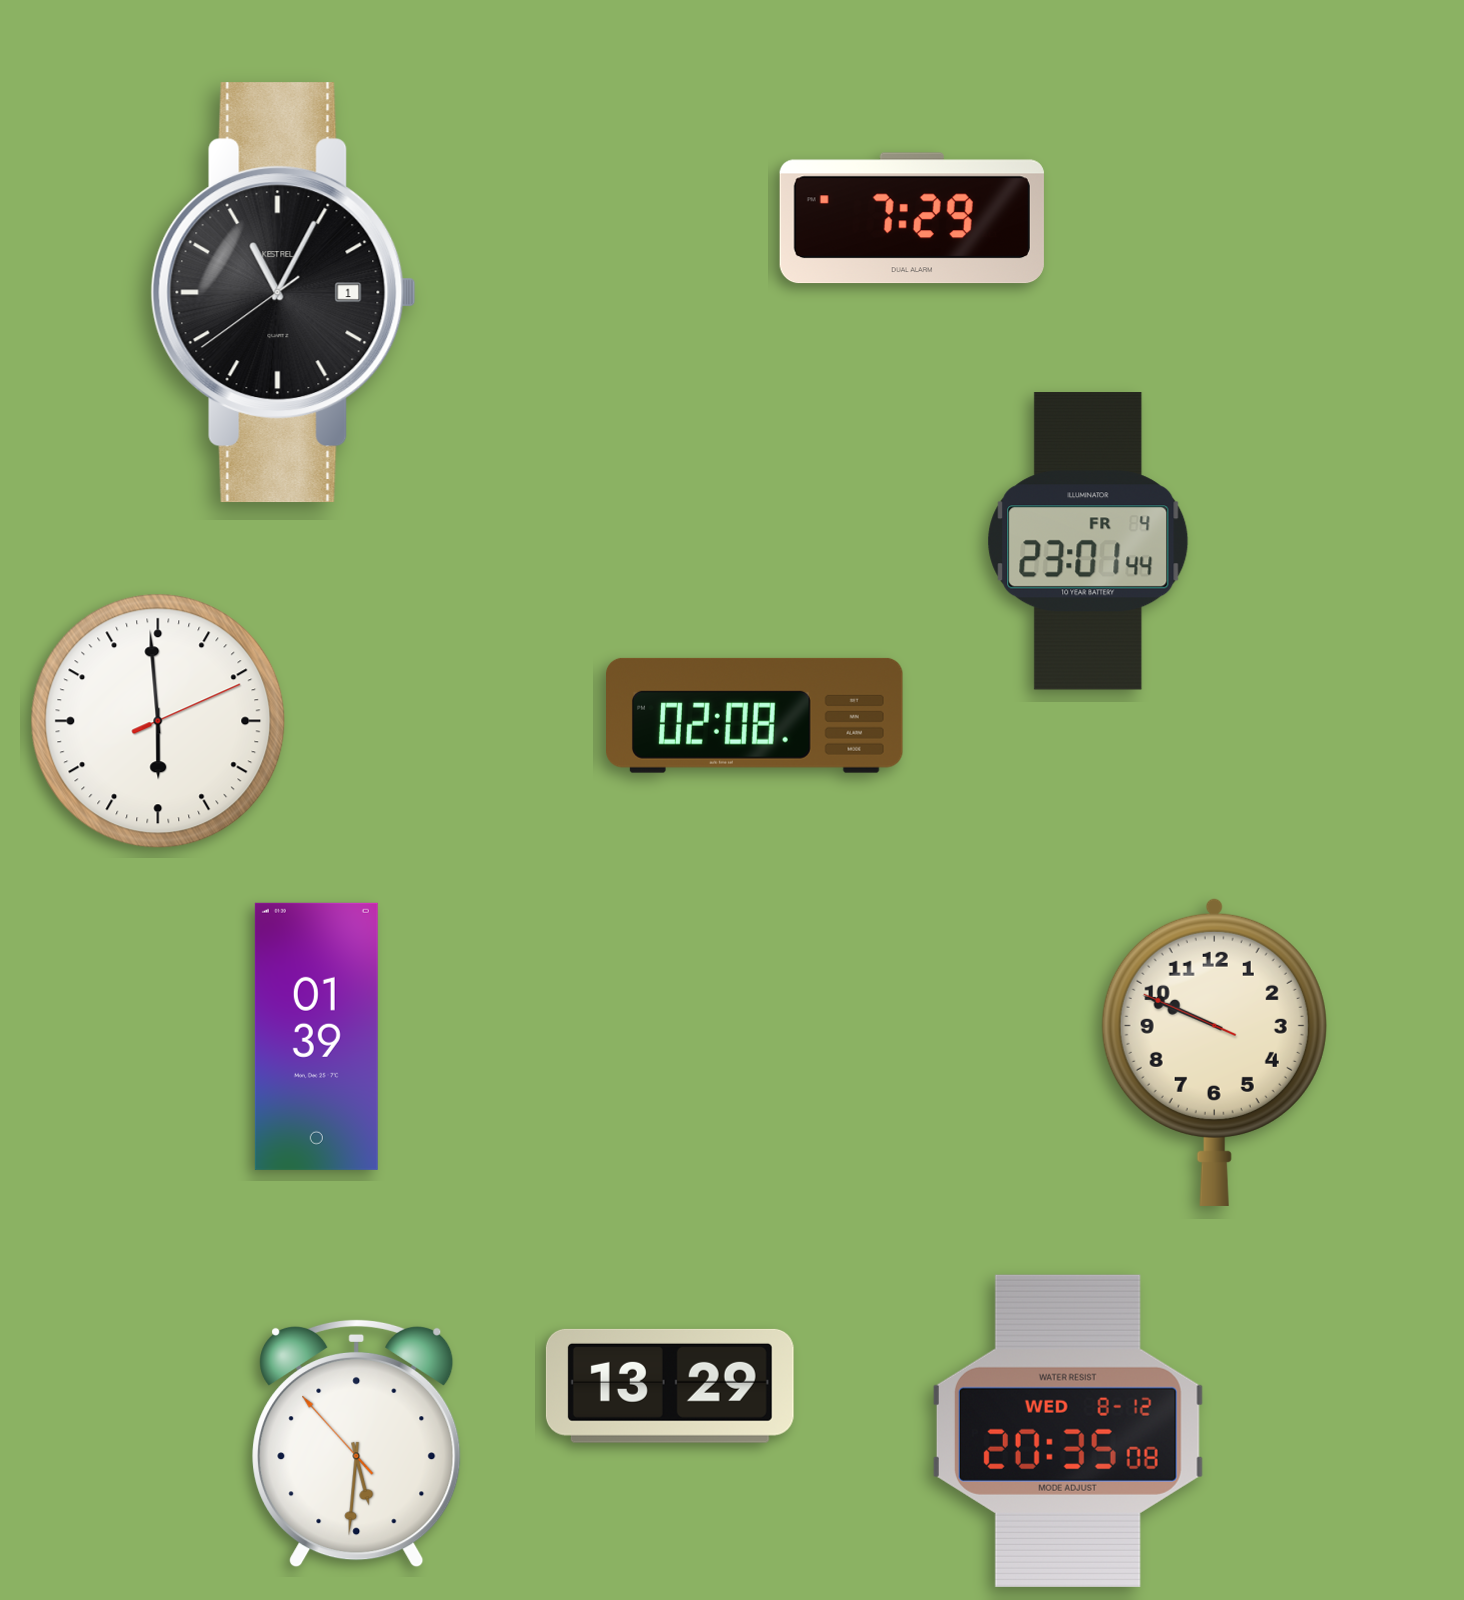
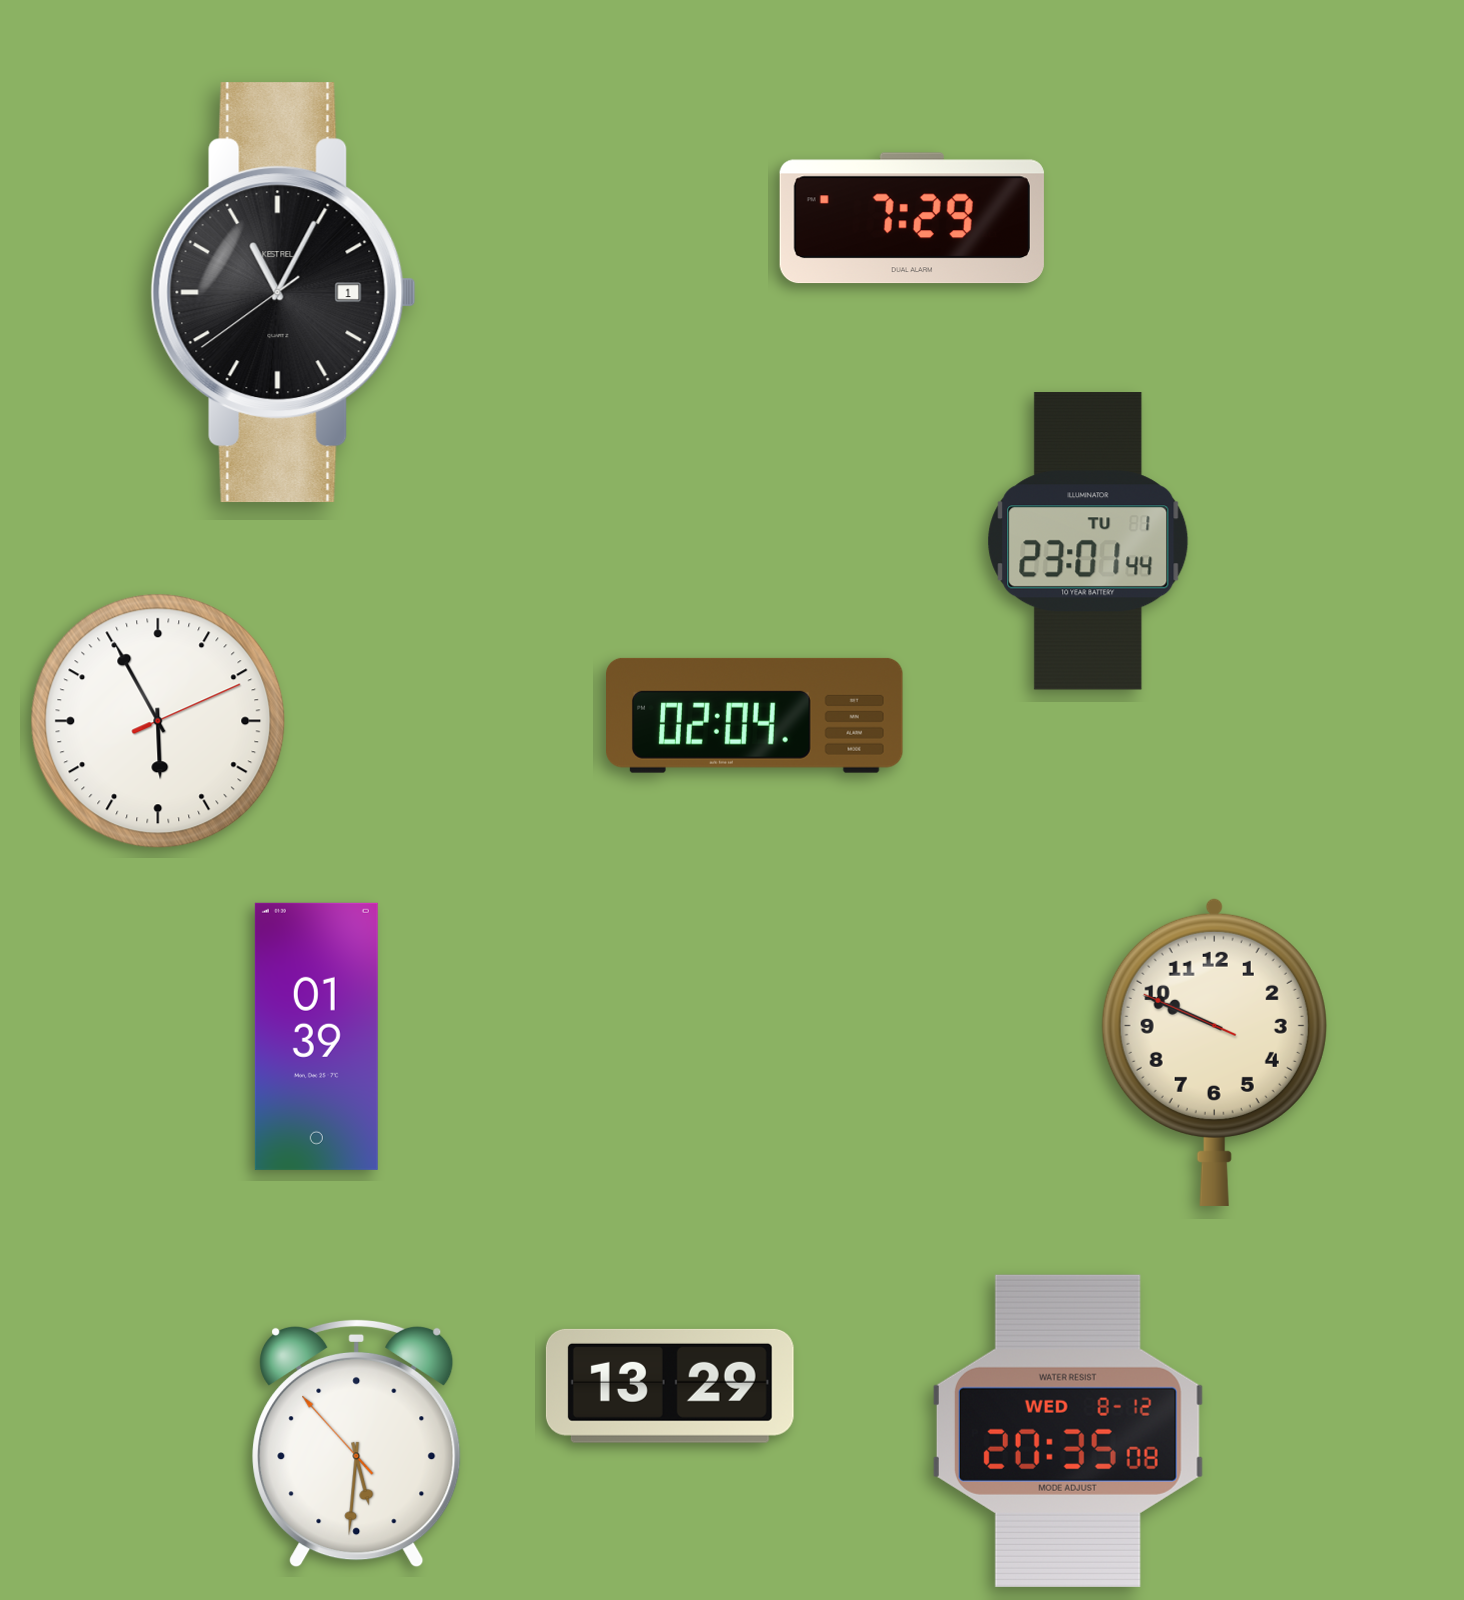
clock at (1088, 541) date: FR 4 -> TU 1
clock at (755, 715): 02:08 -> 02:04
clock at (158, 721): 5:59 -> 5:55
